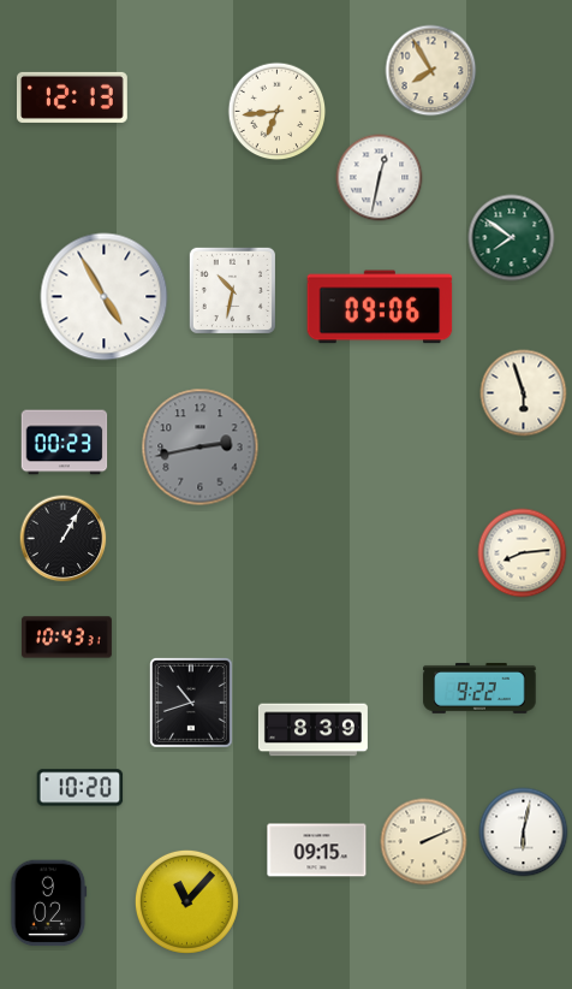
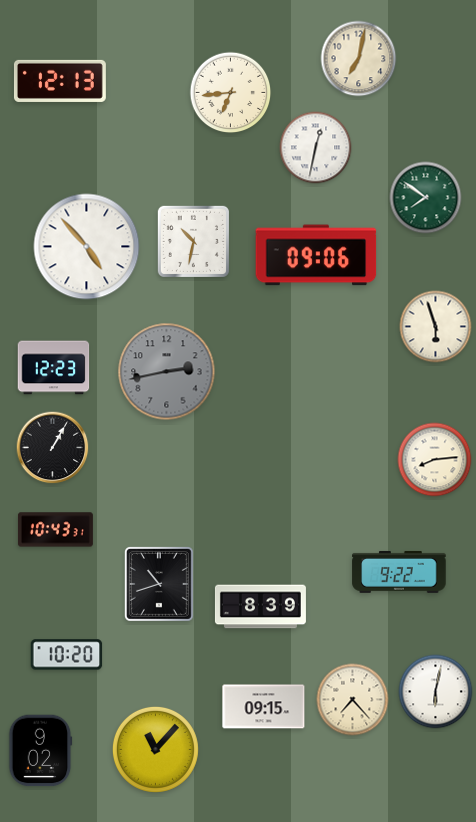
clock at (431, 71): 7:55 -> 7:02
clock at (105, 297): 4:55 -> 4:53
clock at (65, 443): 00:23 -> 12:23
clock at (424, 842): 2:11 -> 7:23
